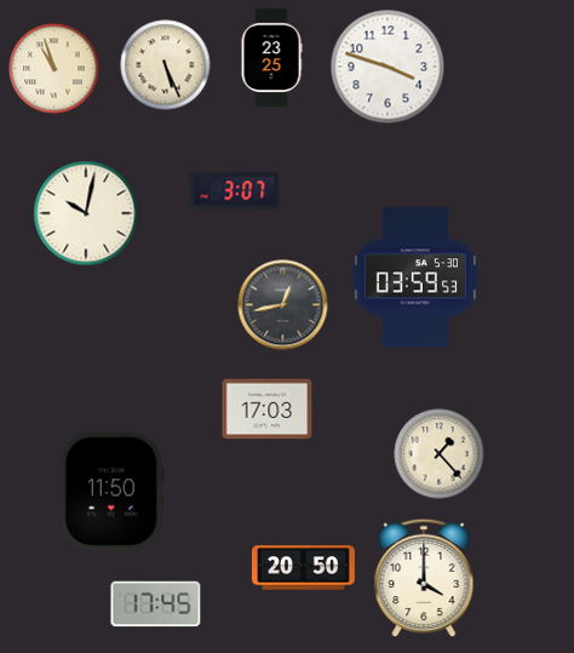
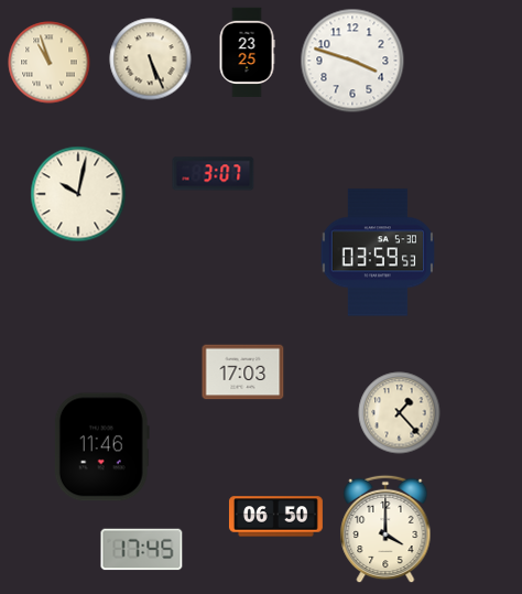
clock at (283, 305): 12:43 -> none
clock at (111, 492): 11:50 -> 11:46
clock at (303, 568): 20:50 -> 06:50
clock at (424, 578) position: (424, 578) -> (385, 529)
